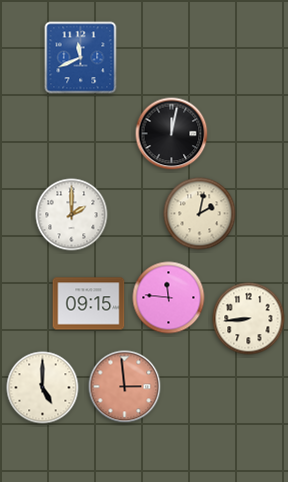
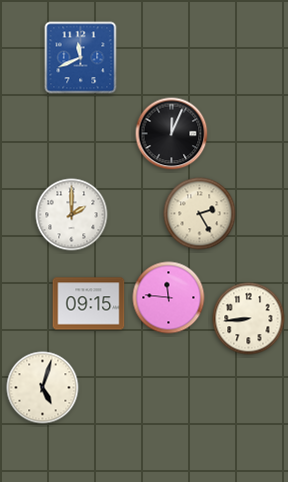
clock at (172, 134): 12:02 -> 12:04
clock at (200, 214): 2:02 -> 2:25
clock at (125, 387): 2:59 -> none
clock at (43, 388): 5:00 -> 5:03
